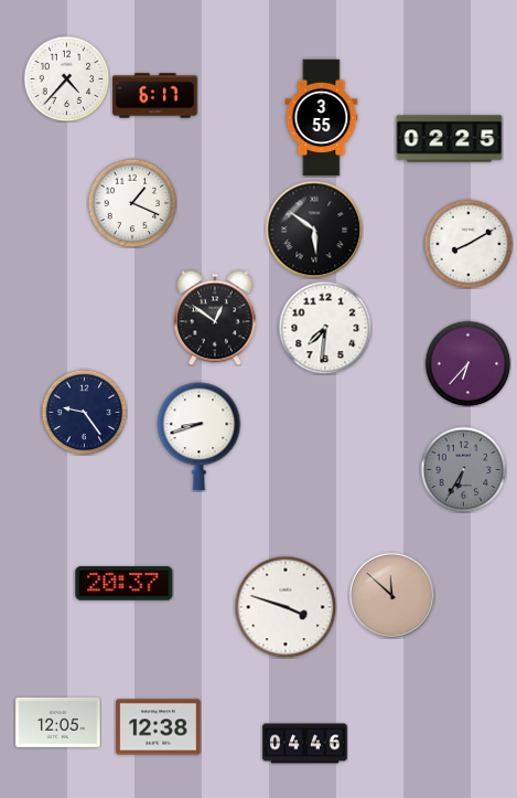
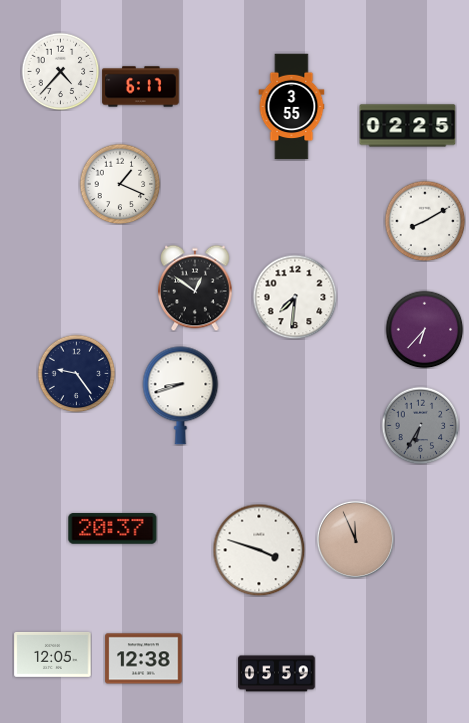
clock at (314, 230): 5:51 -> none
clock at (391, 595): 11:52 -> 11:56
clock at (305, 744): 04:46 -> 05:59
